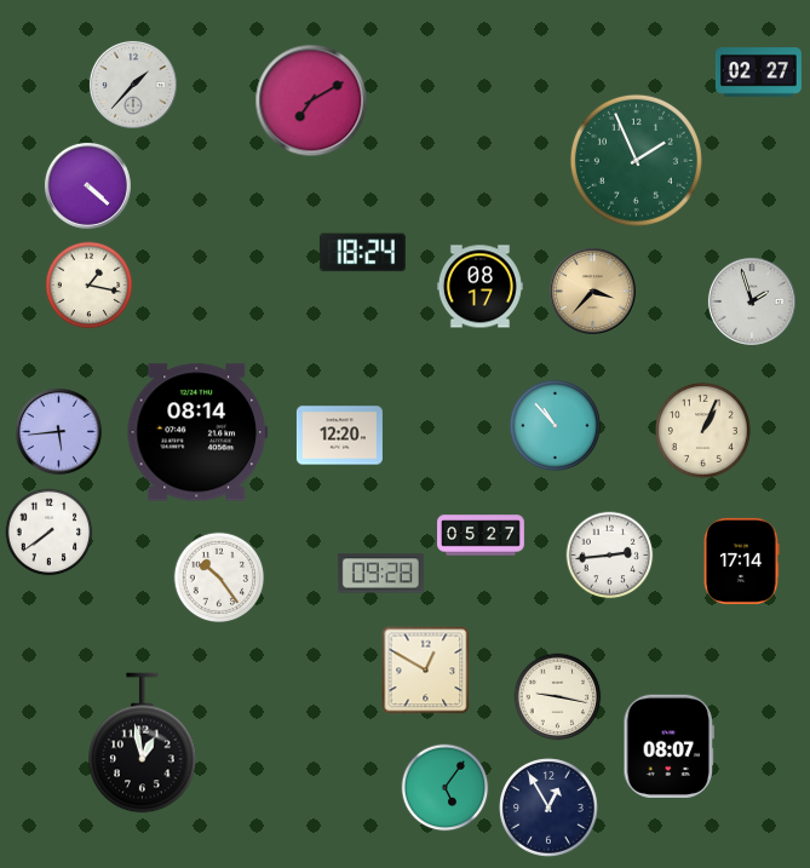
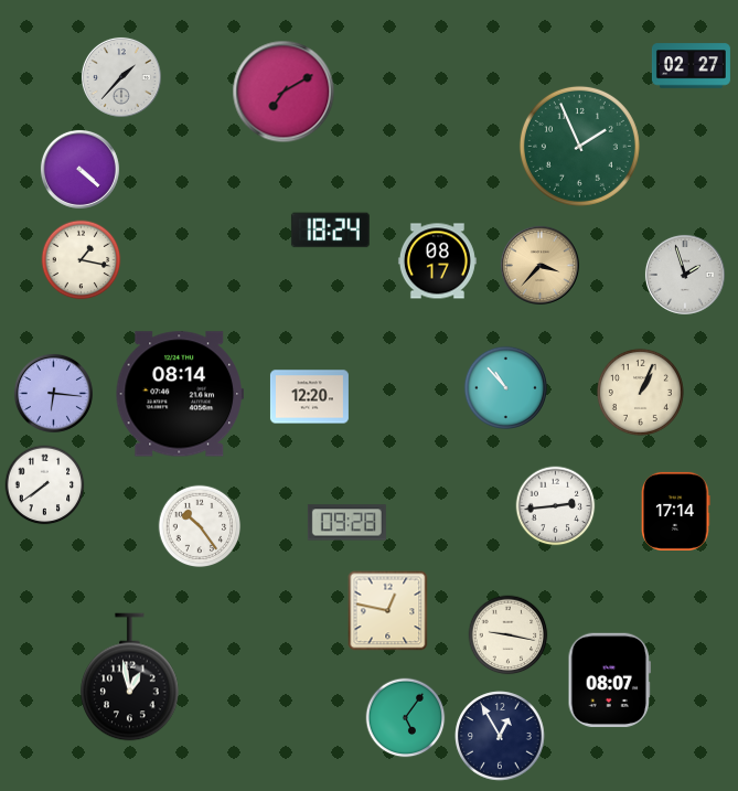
clock at (58, 431): 5:44 -> 6:16
clock at (482, 535): 05:27 -> none
clock at (426, 671): 12:50 -> 12:47
